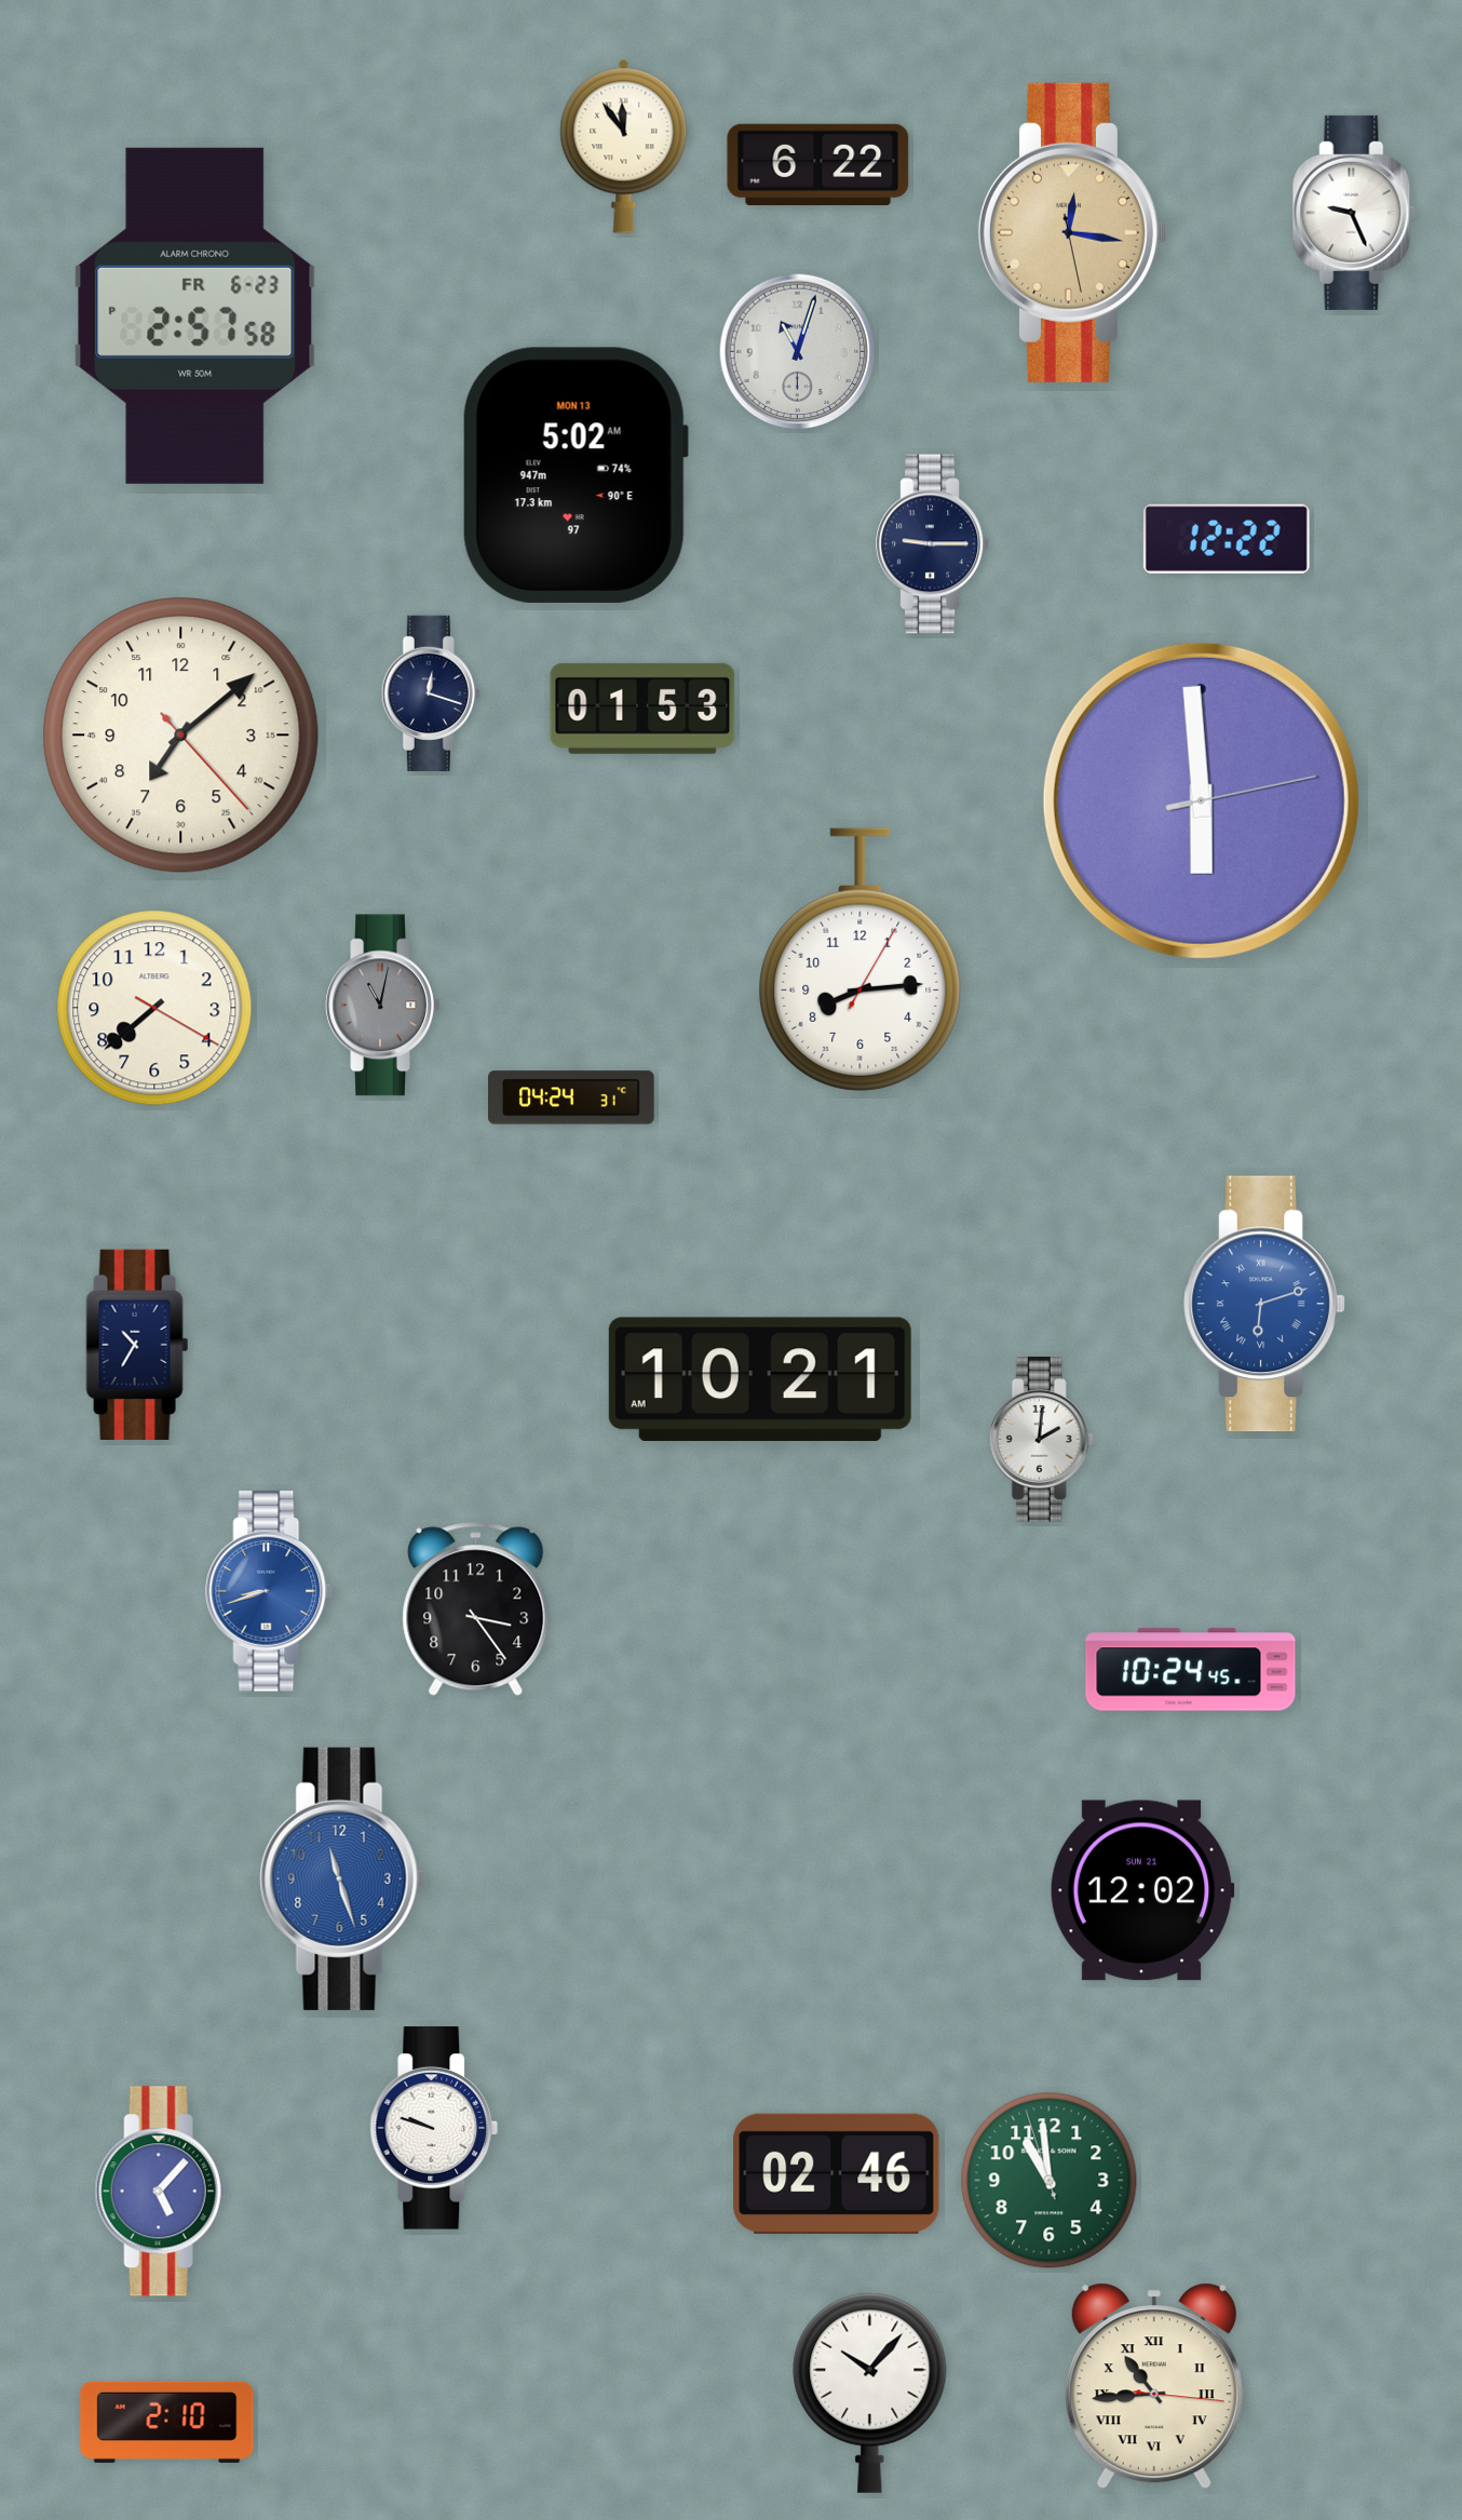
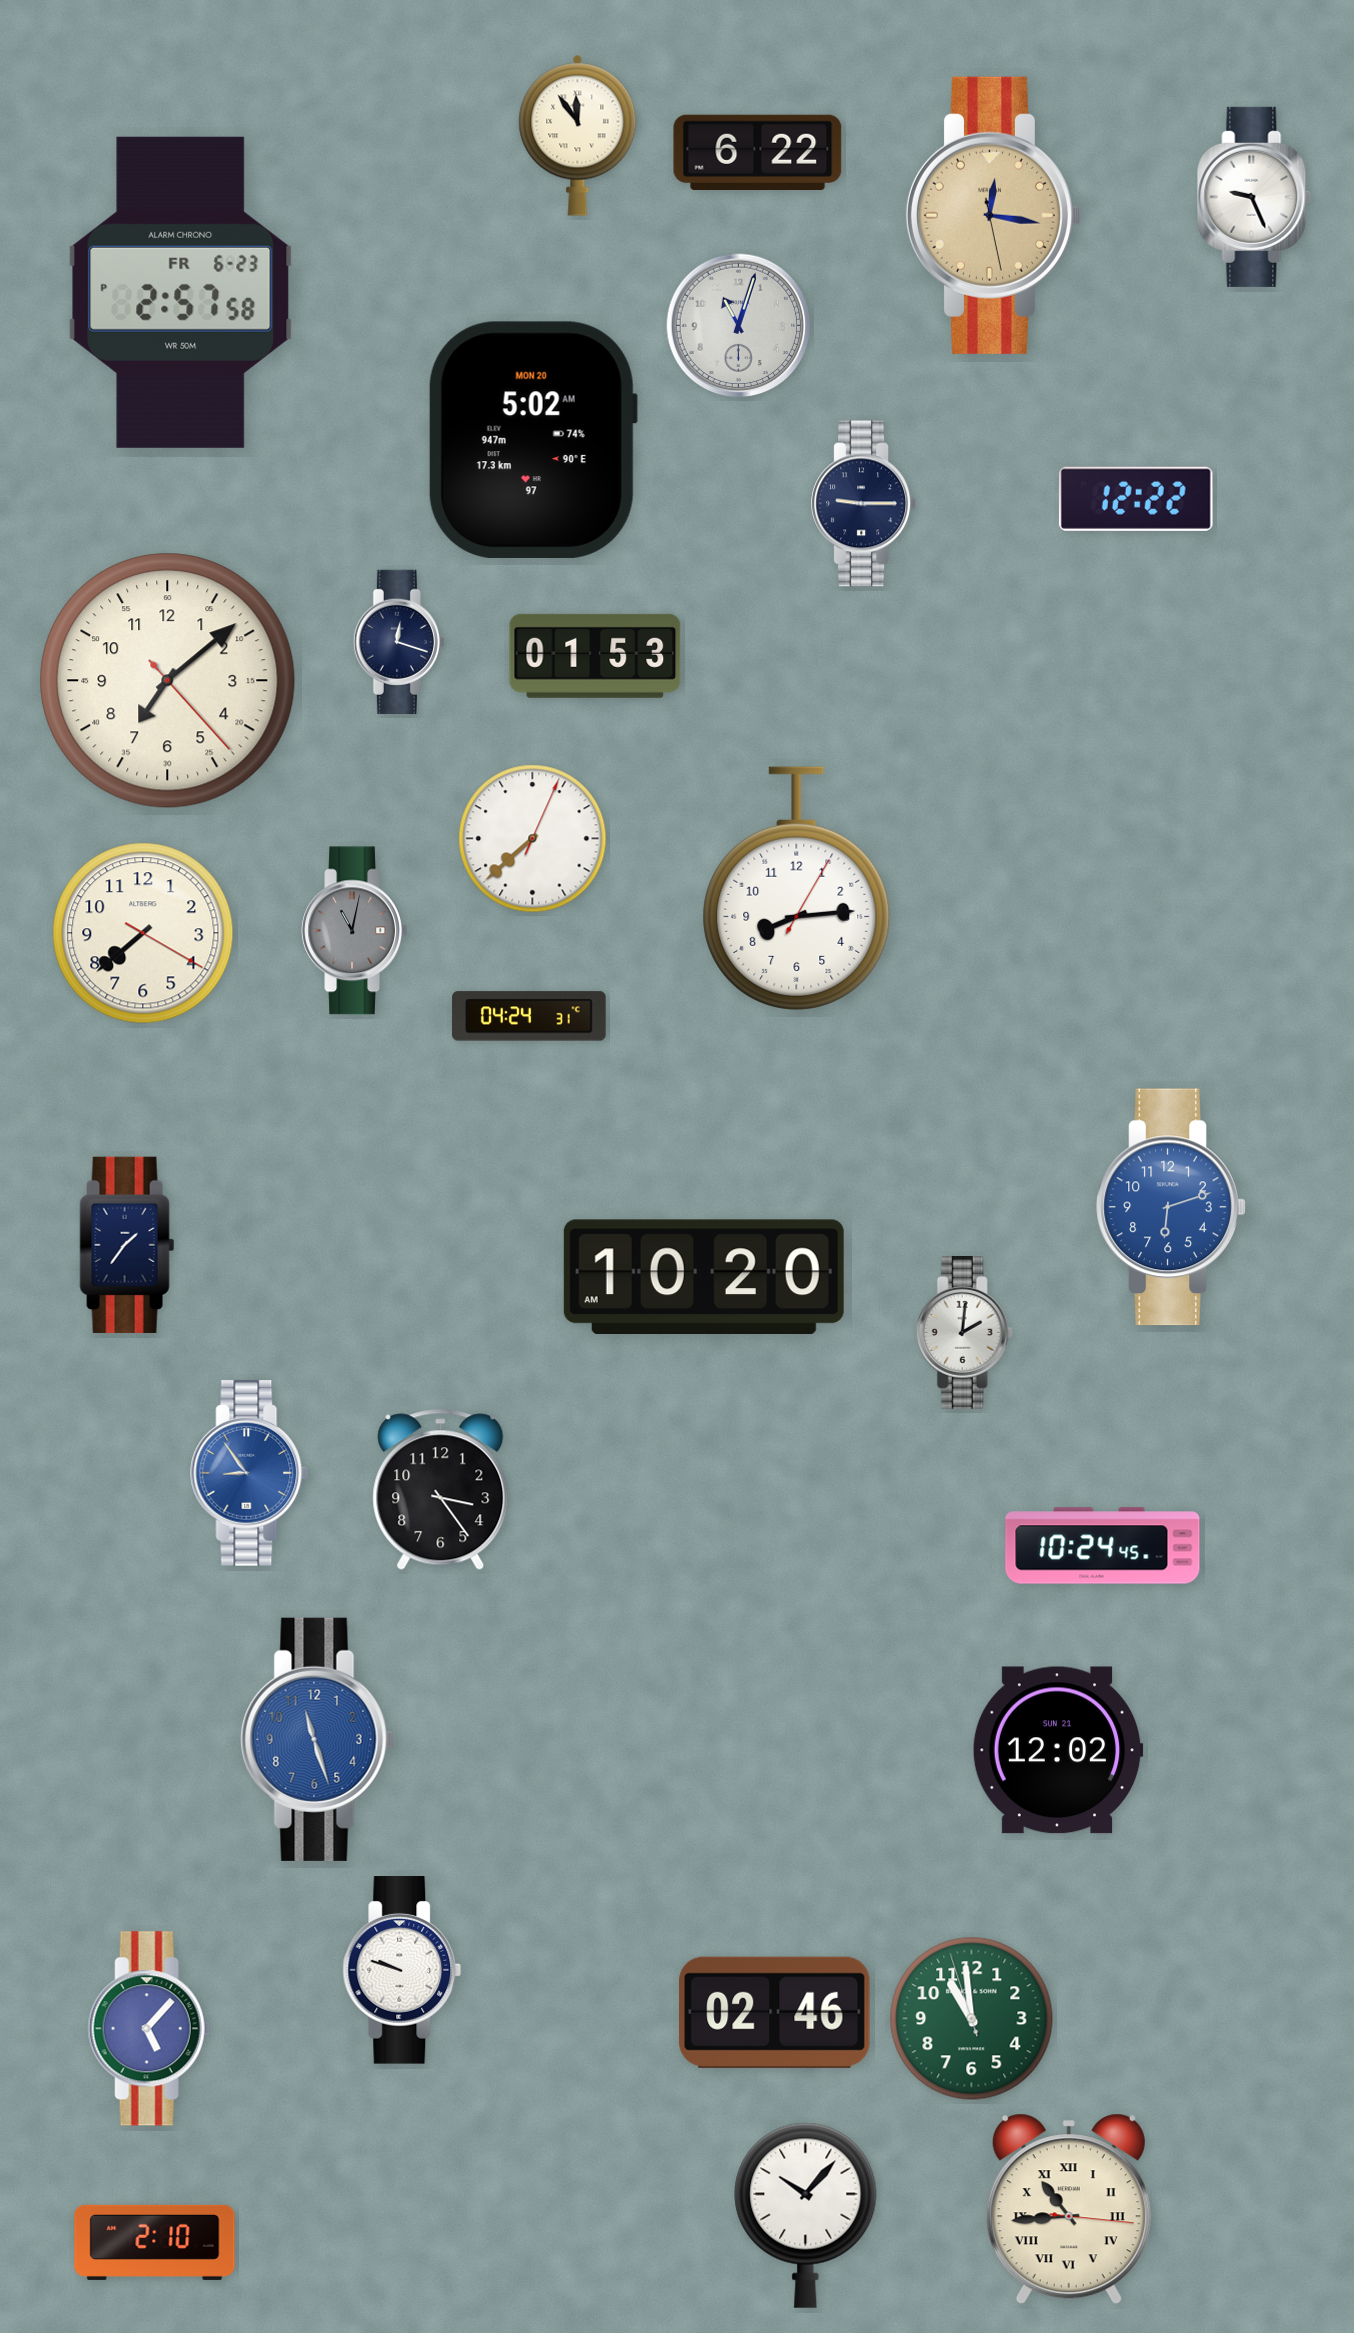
clock at (576, 475) date: MON 13 -> MON 20
clock at (1201, 800): 5:59 -> none
clock at (533, 839): none -> 7:38
clock at (1264, 1304) numerals: Roman -> Arabic
clock at (137, 1345): 10:35 -> 1:36
clock at (760, 1378): 10:21 -> 10:20
clock at (270, 1591): 8:42 -> 8:54
